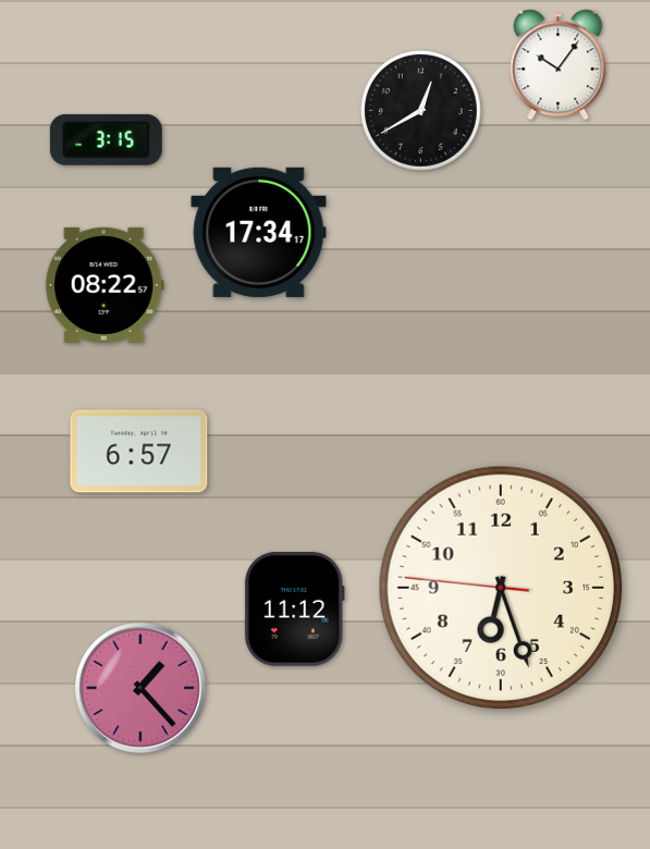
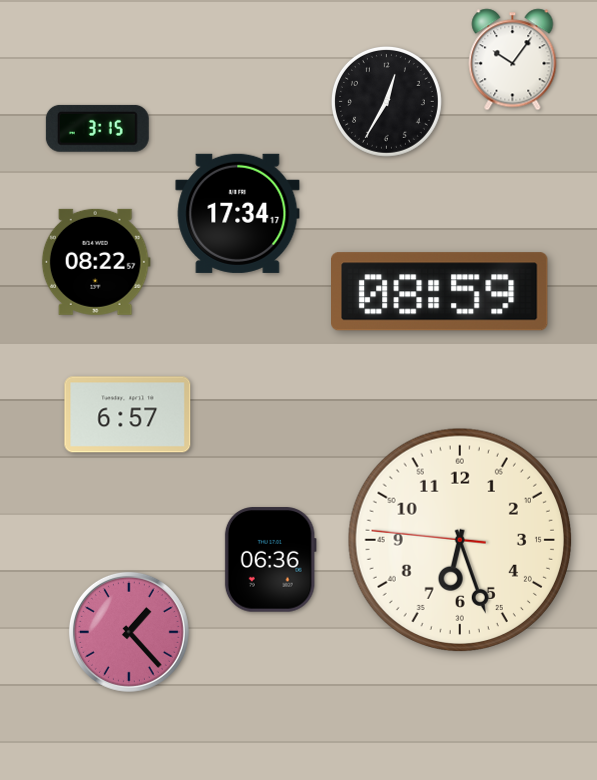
clock at (420, 110): 12:40 -> 12:35
clock at (440, 292): none -> 08:59
clock at (294, 610): 11:12 -> 06:36
